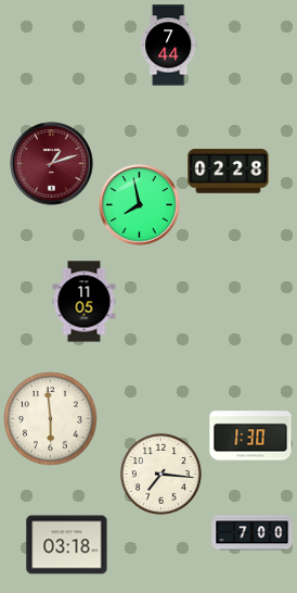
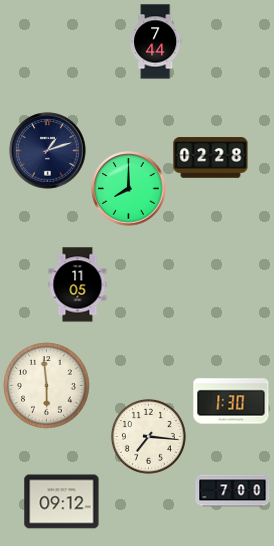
clock at (52, 164) dial: burgundy -> navy
clock at (140, 205): 7:58 -> 8:00
clock at (85, 302) position: (85, 302) -> (78, 285)
clock at (67, 545): 03:18 -> 09:12
